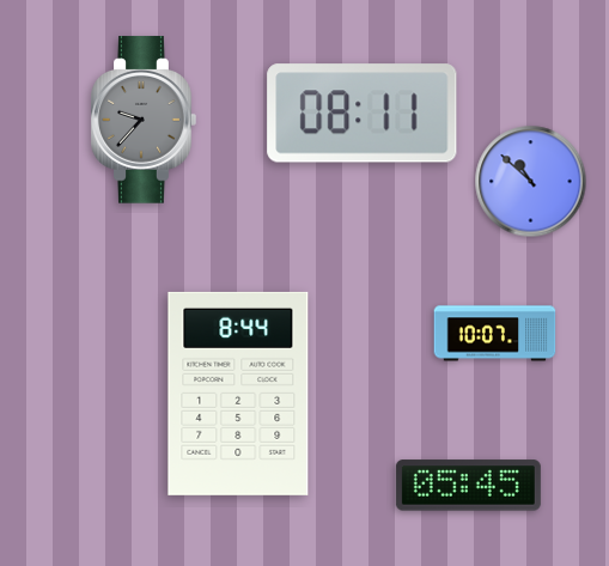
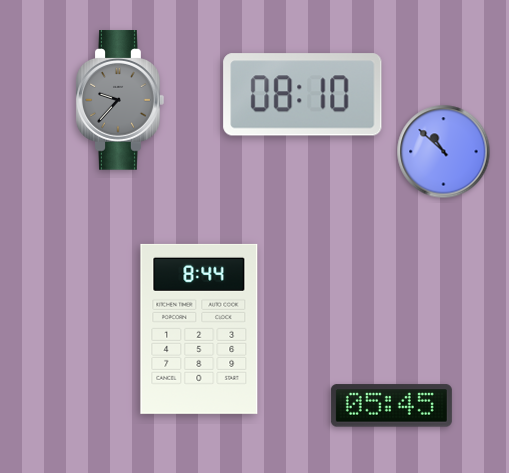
clock at (363, 114): 08:11 -> 08:10
clock at (495, 334): 10:07 -> none
